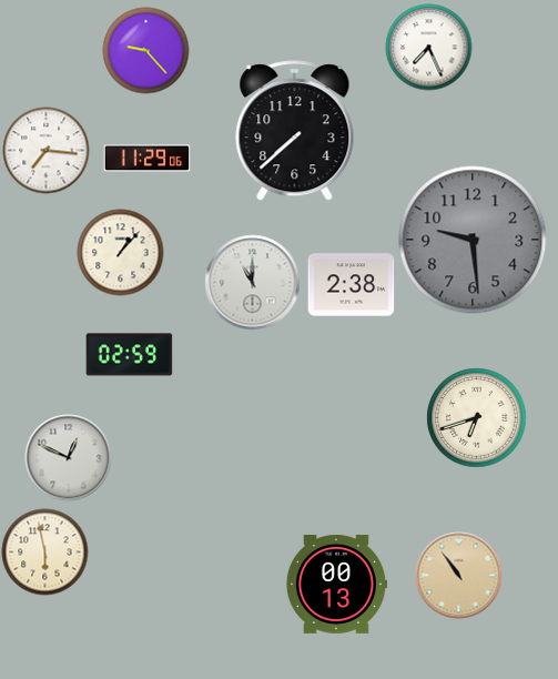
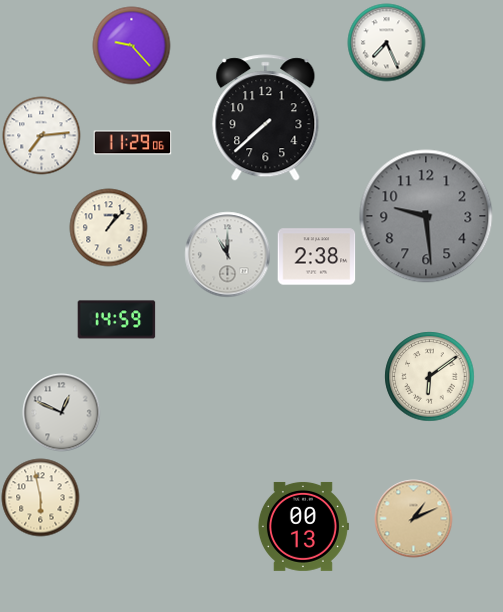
clock at (45, 150): 7:16 -> 7:14
clock at (129, 355): 02:59 -> 14:59
clock at (476, 417): 6:42 -> 6:09
clock at (458, 575): 10:54 -> 1:11
